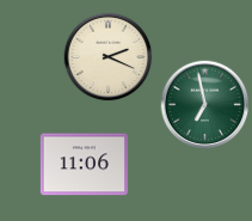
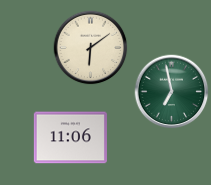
clock at (109, 57): 2:19 -> 6:09
clock at (205, 105) position: (205, 105) -> (172, 92)
